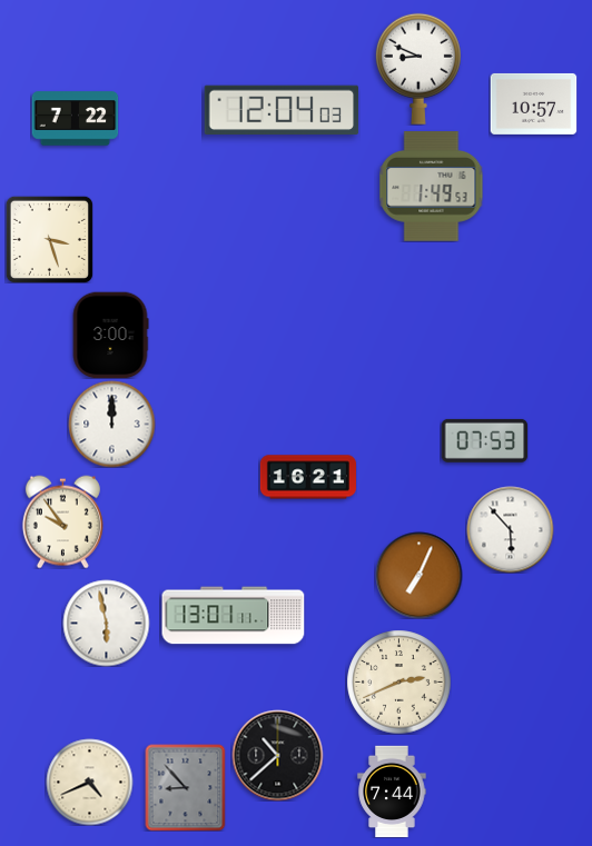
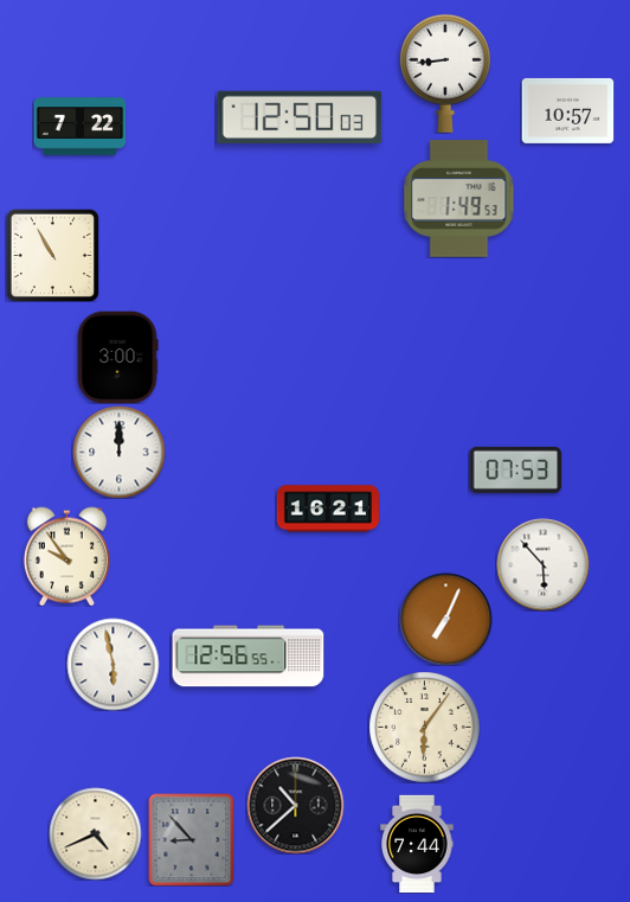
clock at (418, 69): 8:49 -> 8:44
clock at (282, 110): 12:04 -> 12:50
clock at (49, 239): 3:27 -> 10:55
clock at (418, 575) position: (418, 575) -> (445, 619)
clock at (234, 616): 13:01 -> 12:56
clock at (398, 681): 2:41 -> 6:06
clock at (186, 787) position: (186, 787) -> (192, 839)
